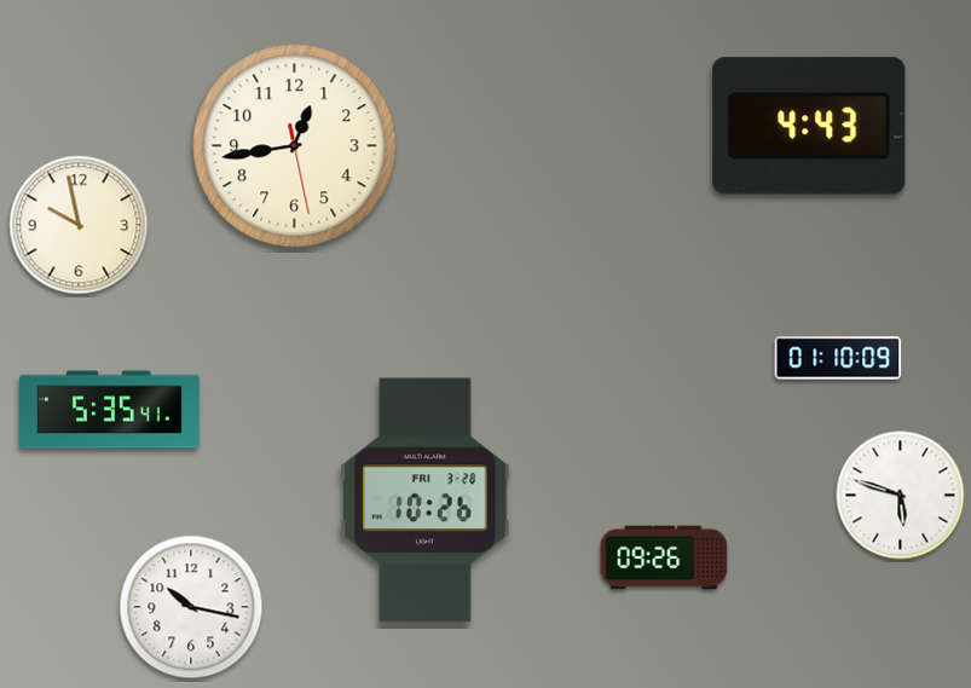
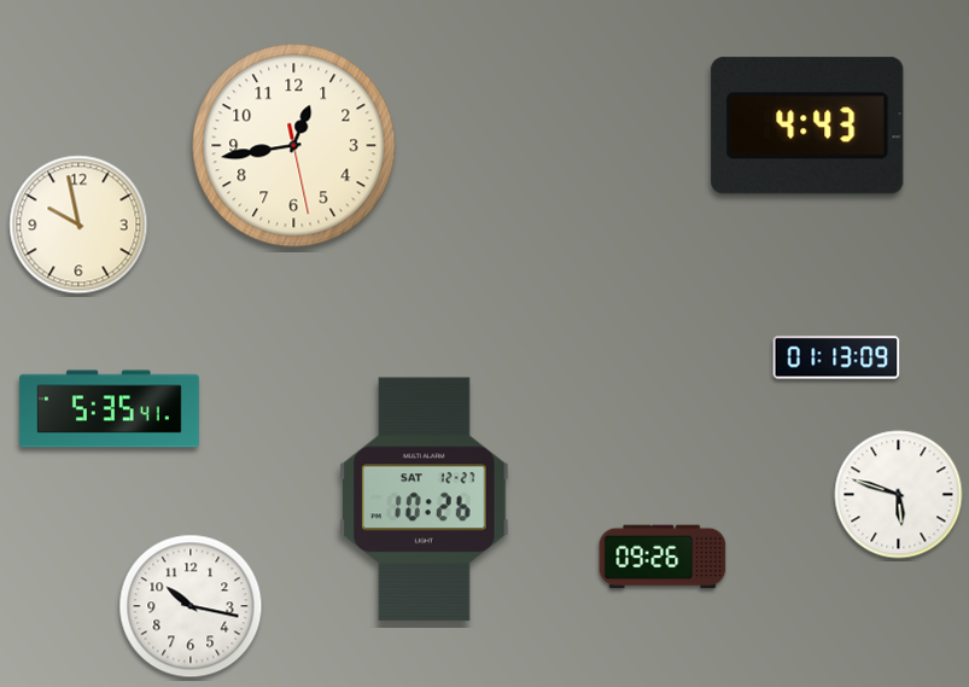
clock at (838, 358): 01:10 -> 01:13
clock at (426, 501) date: FRI 3-28 -> SAT 12-27
